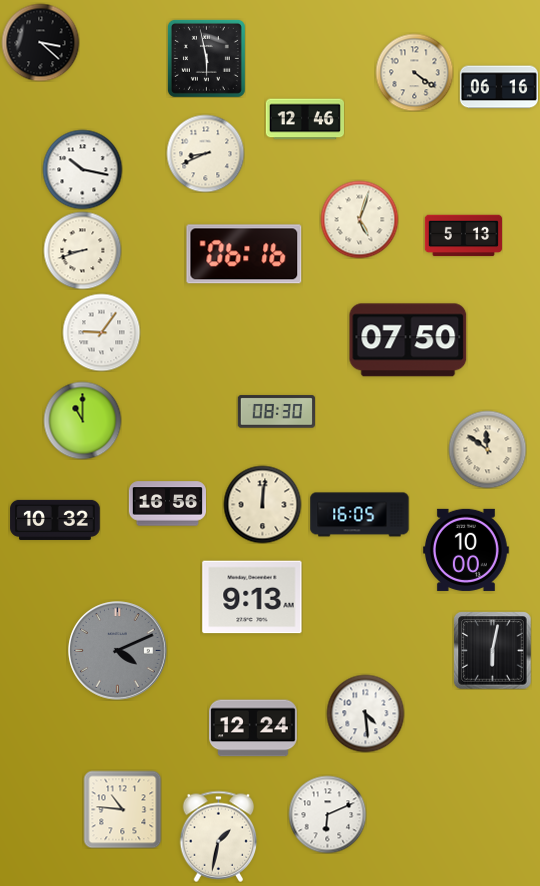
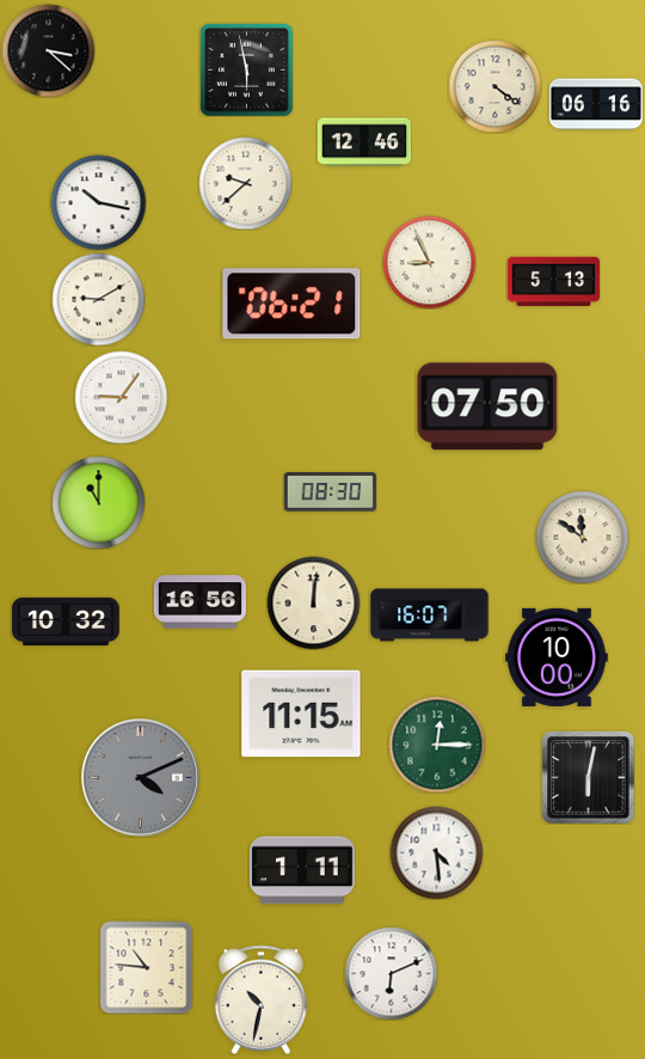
clock at (205, 153): 8:41 -> 9:38
clock at (359, 219): 5:03 -> 8:56
clock at (82, 250): 8:42 -> 9:10
clock at (244, 254): 06:16 -> 06:21
clock at (360, 515): 16:05 -> 16:07
clock at (252, 597): 9:13 -> 11:15
clock at (437, 745): none -> 12:15
clock at (253, 728): 12:24 -> 1:11
clock at (219, 836): 1:32 -> 10:32
